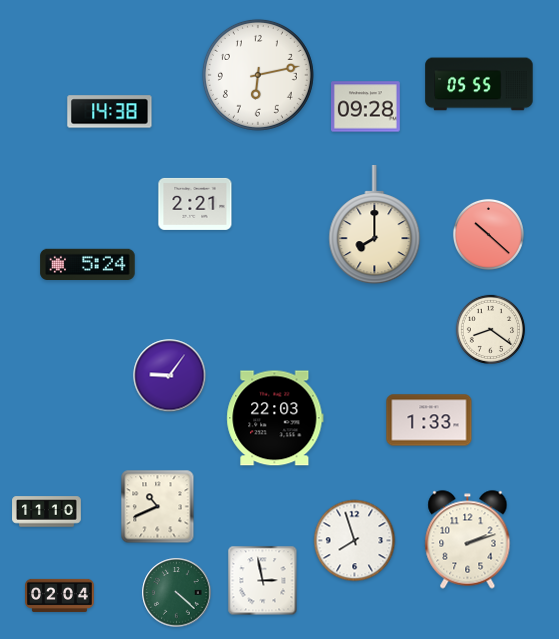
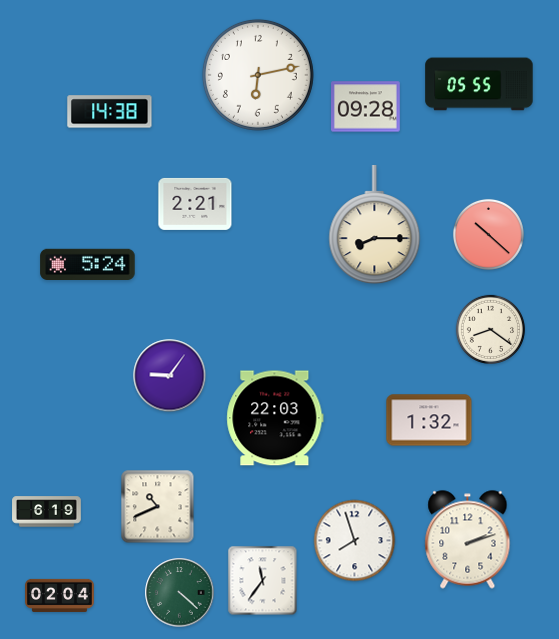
clock at (375, 226): 8:00 -> 8:15
clock at (429, 420): 1:33 -> 1:32
clock at (47, 512): 11:10 -> 6:19
clock at (263, 581): 2:58 -> 11:36
clock at (177, 593) position: (177, 593) -> (180, 593)
